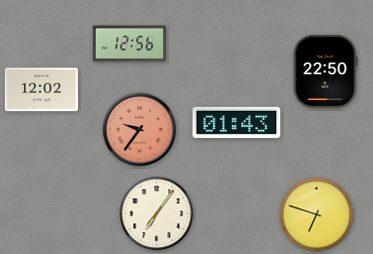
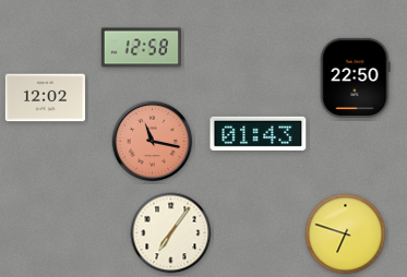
clock at (129, 44): 12:56 -> 12:58
clock at (140, 130): 9:36 -> 11:17
